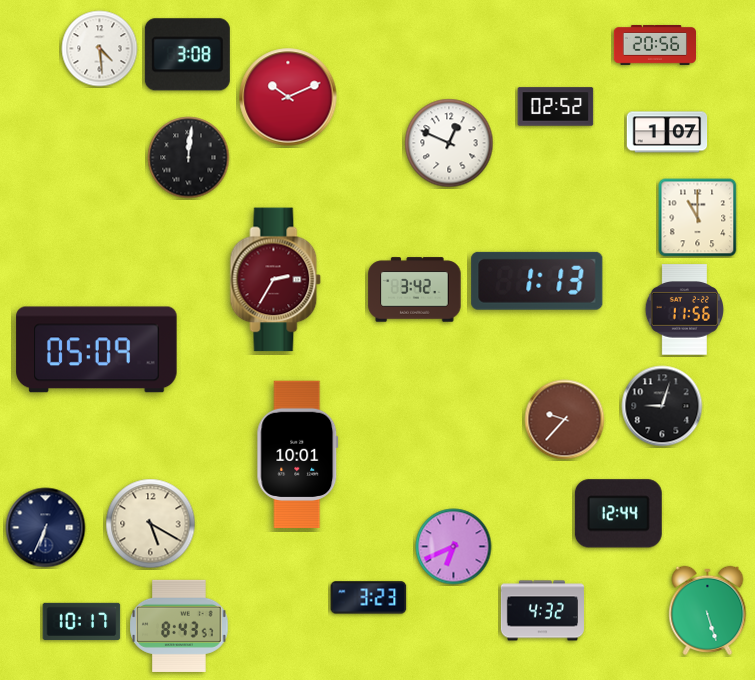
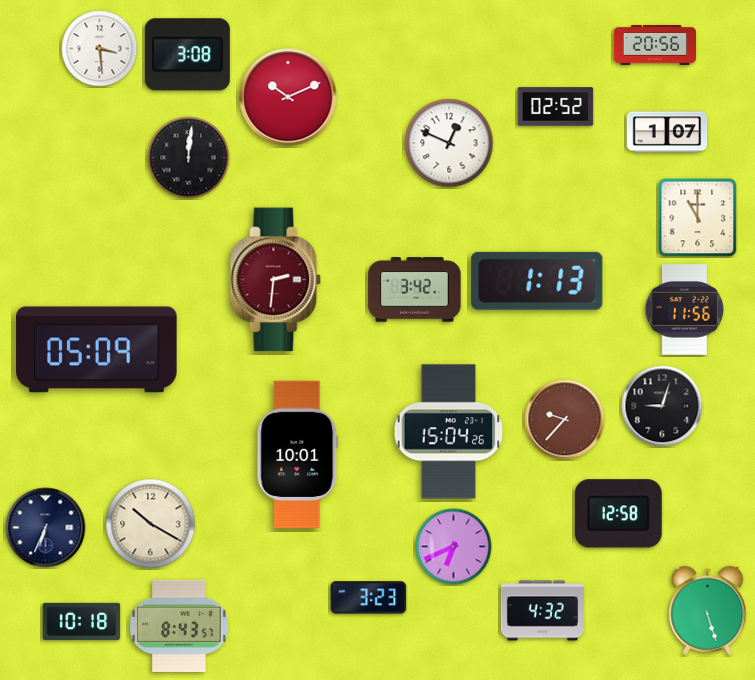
clock at (100, 49): 4:29 -> 3:29
clock at (276, 280): 2:35 -> 2:31
clock at (449, 432): none -> 15:04
clock at (618, 514): 12:44 -> 12:58
clock at (151, 524): 5:20 -> 10:20
clock at (82, 621): 10:17 -> 10:18
